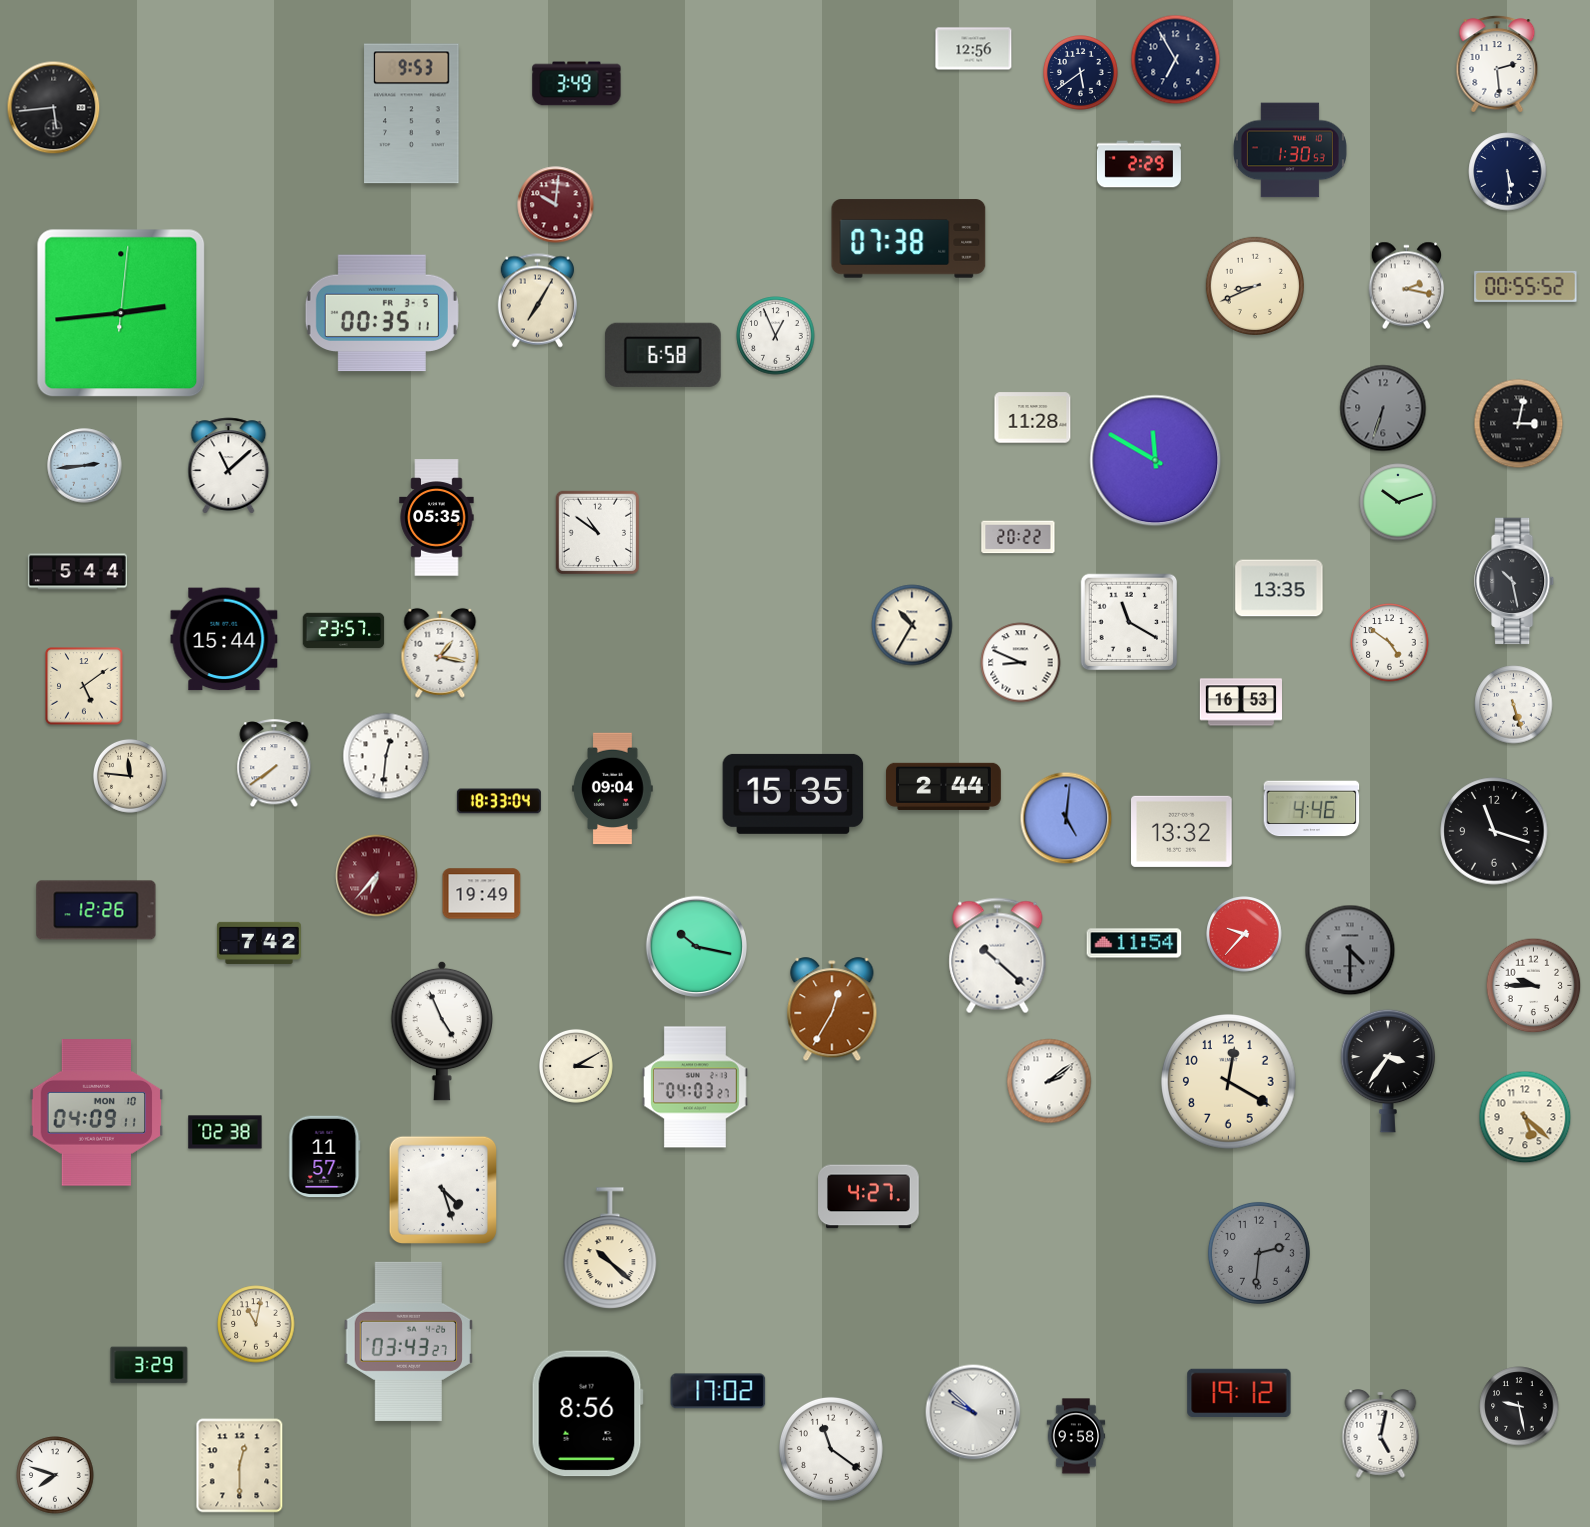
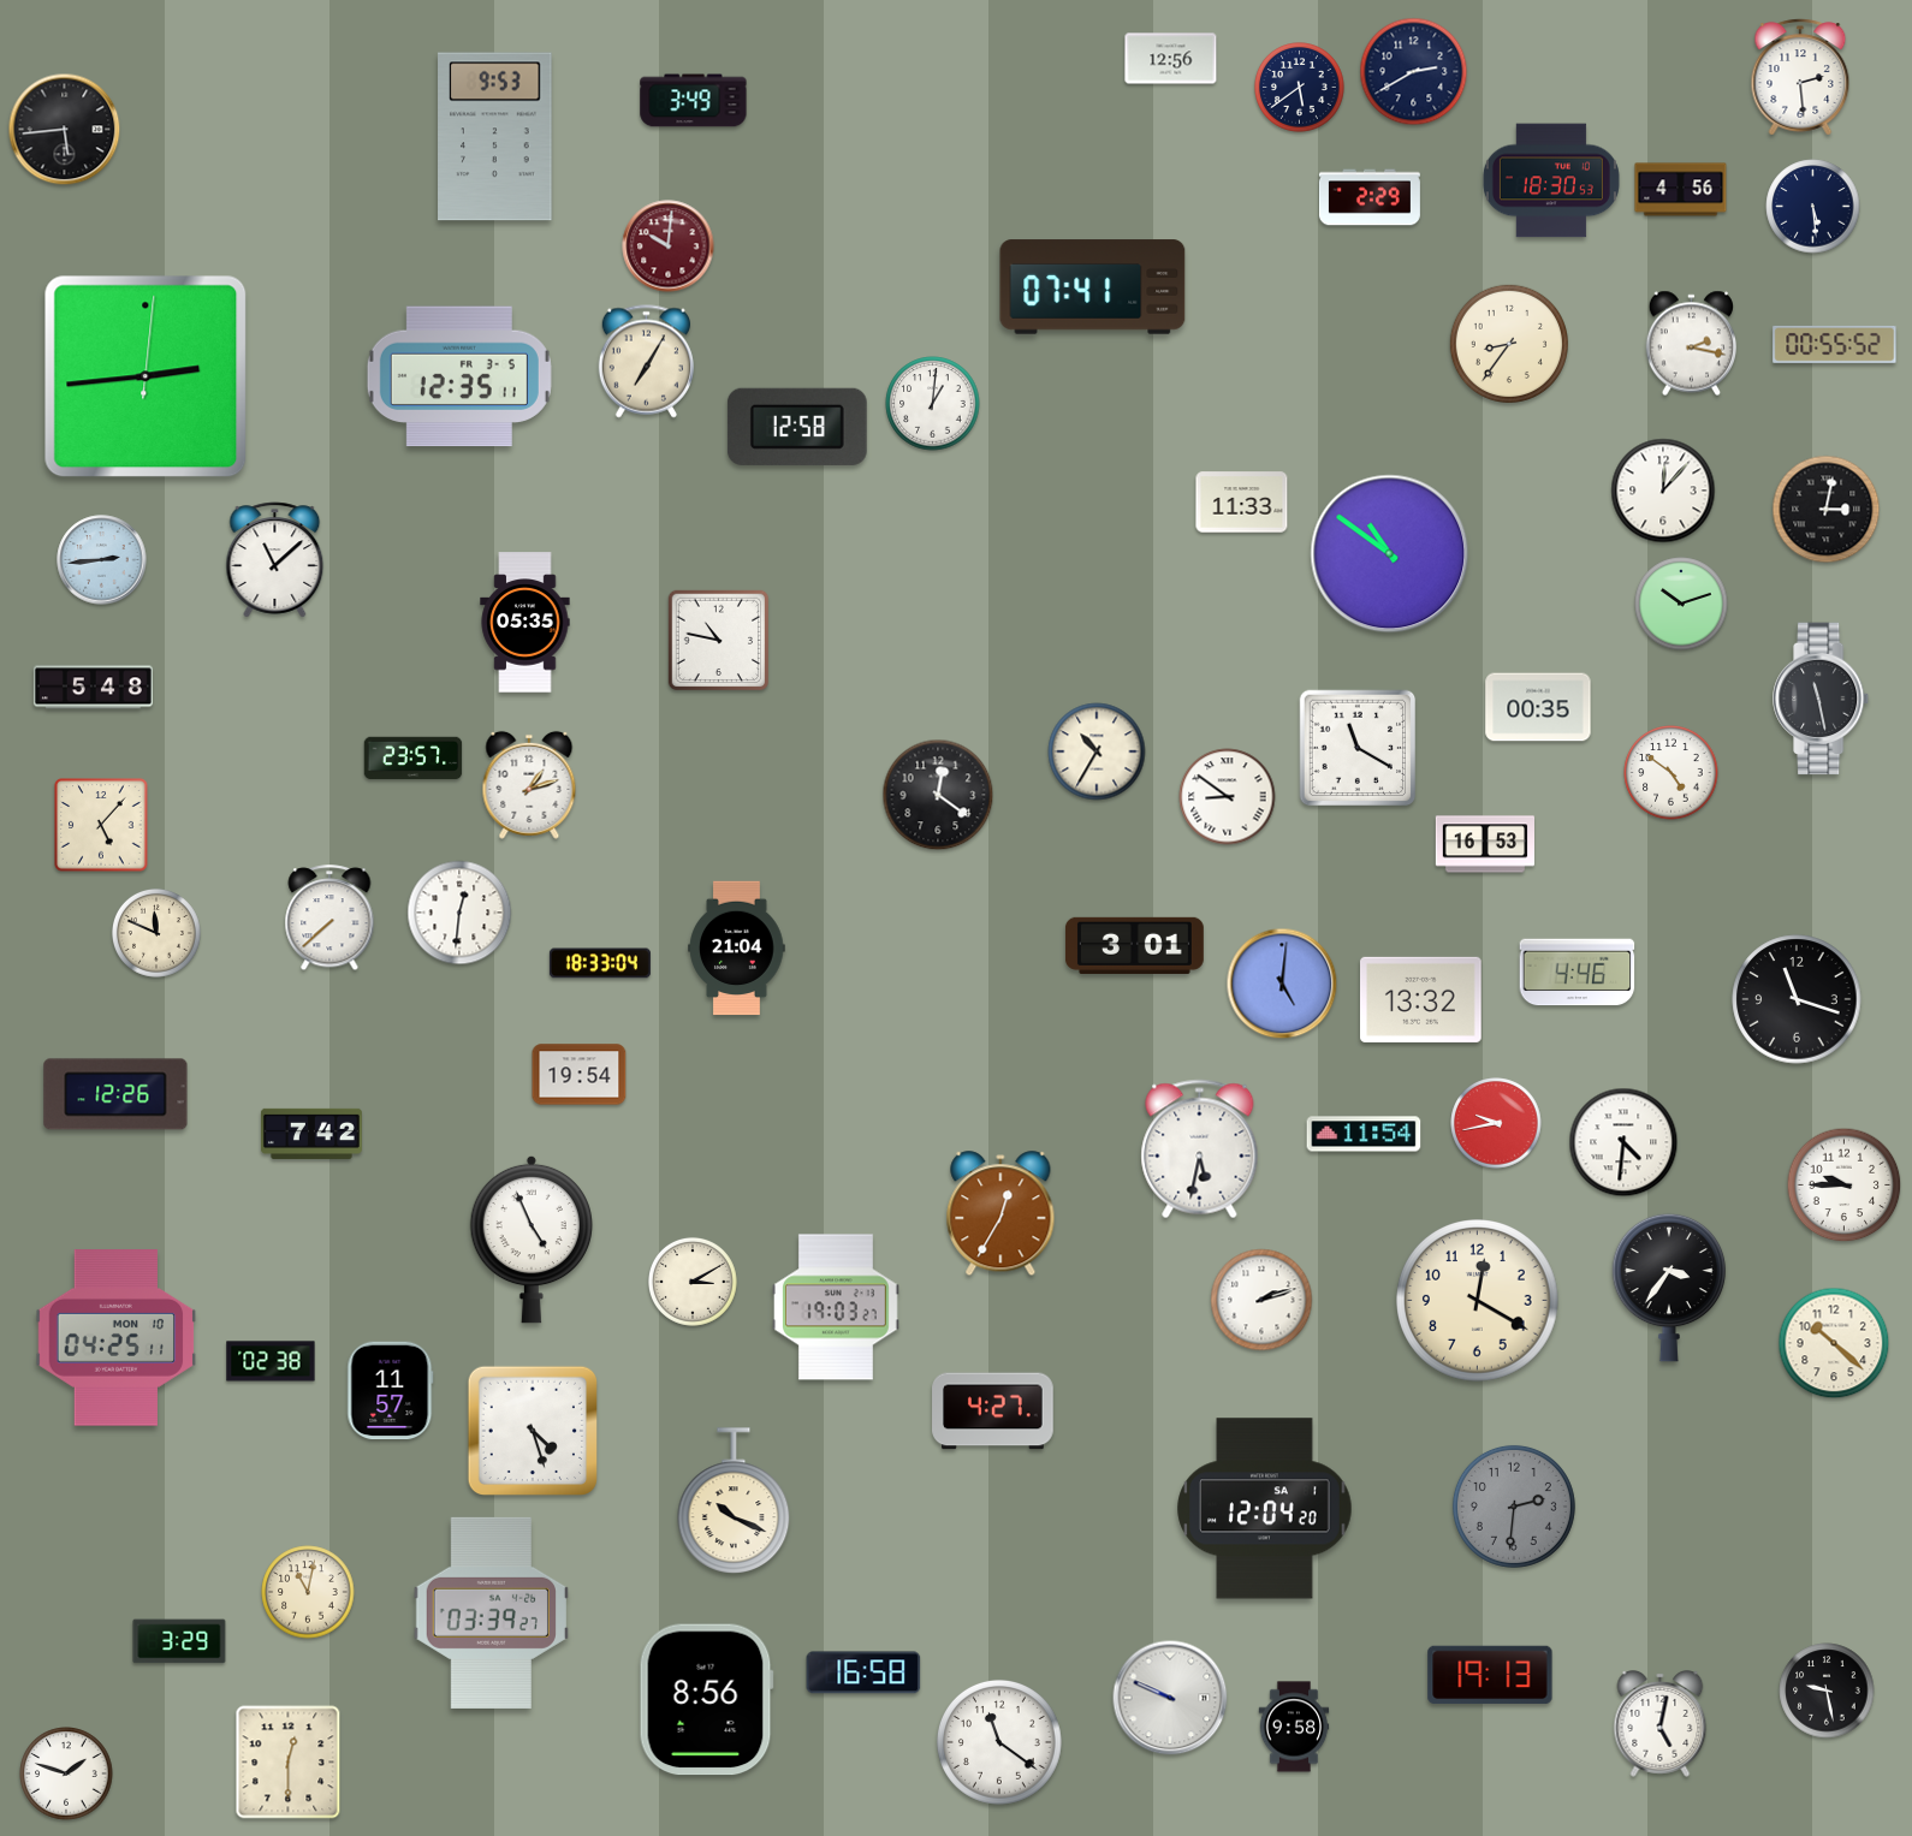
clock at (1176, 60): 6:55 -> 2:40
clock at (1290, 150): 1:30 -> 18:30
clock at (1681, 190): none -> 4:56
clock at (909, 239): 07:38 -> 07:41
clock at (1255, 286): 8:41 -> 8:36
clock at (382, 313): 00:35 -> 12:35
clock at (776, 336): 12:56 -> 1:01
clock at (663, 355): 6:58 -> 12:58
clock at (1383, 408): 6:33 -> 12:07
clock at (1383, 408) dial: grey -> white
clock at (1033, 418): 11:28 -> 11:33
clock at (1156, 461): 11:50 -> 10:51
clock at (597, 532): 10:51 -> 10:47
clock at (1018, 537): 20:22 -> none
clock at (77, 572): 5:44 -> 5:48
clock at (1515, 581): 10:28 -> 11:28
clock at (1279, 588): 13:35 -> 00:35
clock at (224, 639): 15:44 -> none
clock at (440, 653): 1:17 -> 1:12
clock at (938, 795): none -> 12:21
clock at (1021, 663): 8:49 -> 8:51
clock at (84, 686): 5:09 -> 5:07
clock at (1240, 702) position: (1240, 702) -> (1484, 844)
clock at (1514, 705): 5:27 -> none
clock at (386, 756) position: (386, 756) -> (459, 913)
clock at (274, 764): 7:39 -> 7:38
clock at (130, 776): 11:46 -> 11:49
clock at (943, 786): 2:44 -> 3:01
clock at (613, 789): 09:04 -> 21:04
clock at (793, 794): 15:35 -> none
clock at (377, 876): 6:37 -> none
clock at (482, 894): 19:49 -> 19:54
clock at (1244, 934): 9:37 -> 9:43
clock at (697, 947): 10:17 -> none
clock at (1350, 950): 4:30 -> 4:31
clock at (1350, 950) dial: grey -> white
clock at (998, 956): 10:22 -> 5:32
clock at (1049, 1081): 2:09 -> 2:12
clock at (695, 1087): 04:03 -> 19:03
clock at (97, 1113): 04:09 -> 04:25
clock at (1525, 1117): 5:22 -> 10:22
clock at (869, 1197) position: (869, 1197) -> (993, 1412)
clock at (610, 1248): 10:22 -> 10:19
clock at (1265, 1509): none -> 12:04
clock at (408, 1341): 03:43 -> 03:39
clock at (718, 1391): 17:02 -> 16:58
clock at (1239, 1393): 19:12 -> 19:13
clock at (973, 1412): 9:52 -> 9:49
clock at (55, 1475): 7:48 -> 1:48
